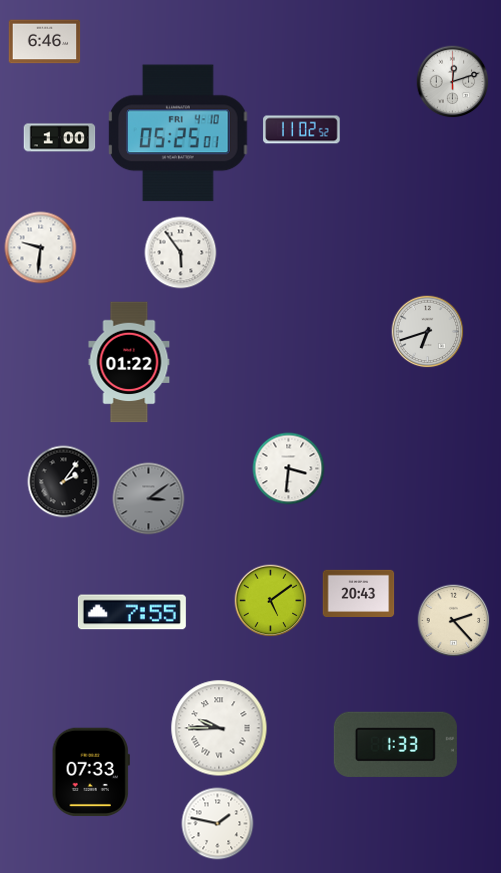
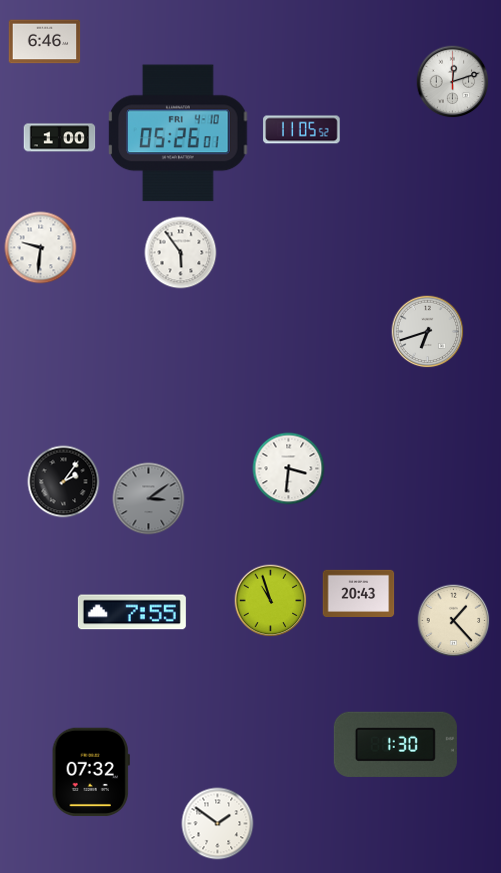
clock at (302, 130): 11:02 -> 11:05
clock at (178, 133): 05:25 -> 05:26
clock at (129, 362): 01:22 -> none
clock at (271, 601): 5:09 -> 10:57
clock at (454, 621): 2:23 -> 1:23
clock at (219, 728): 9:45 -> none
clock at (395, 744): 1:33 -> 1:30
clock at (91, 772): 07:33 -> 07:32
clock at (218, 824): 1:47 -> 1:51
